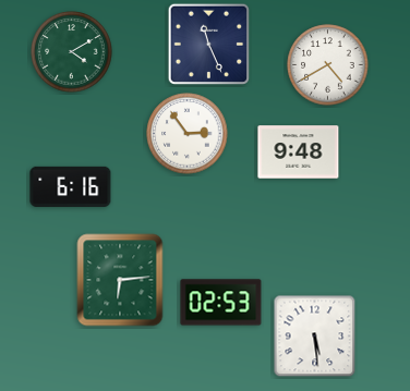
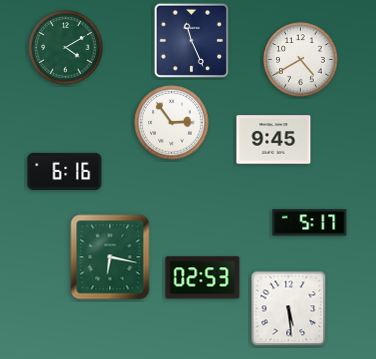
clock at (299, 152): 9:48 -> 9:45
clock at (310, 223): none -> 5:17
clock at (120, 280): 6:14 -> 6:17
